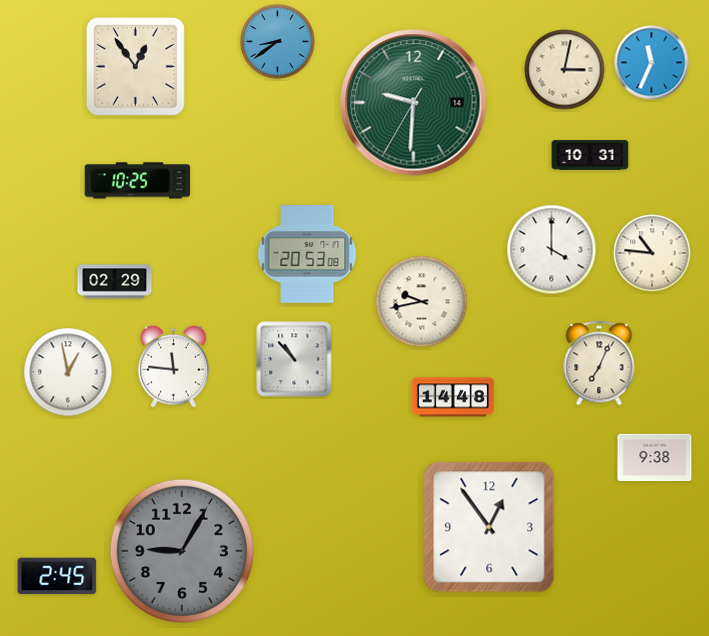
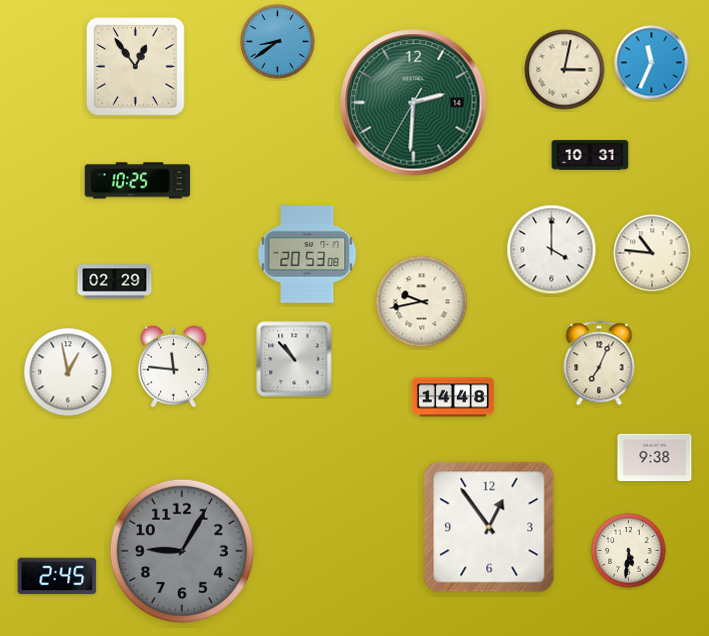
clock at (414, 103): 9:30 -> 2:30
clock at (629, 551): none -> 5:31
